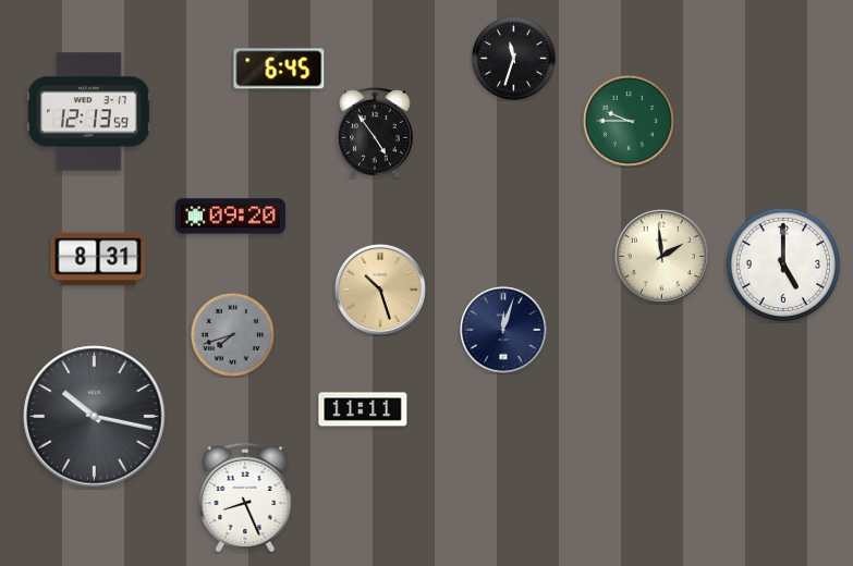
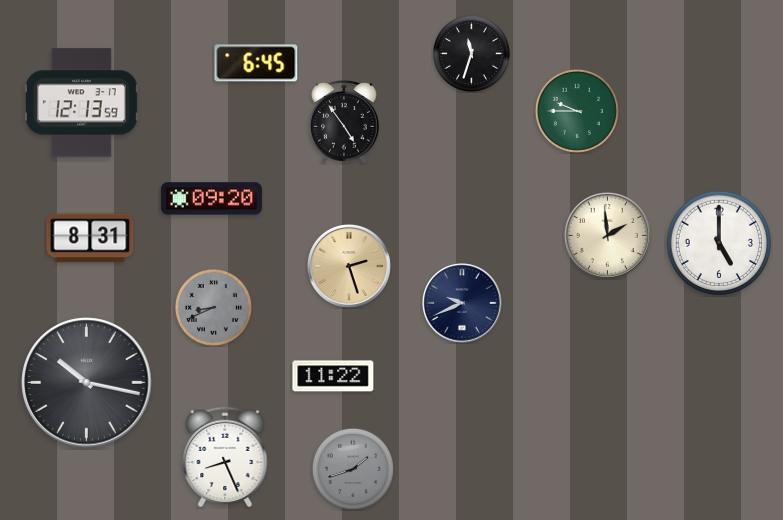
clock at (380, 290): 10:27 -> 2:27
clock at (503, 330): 12:03 -> 9:41
clock at (232, 334): 7:42 -> 8:41
clock at (363, 409): 11:11 -> 11:22
clock at (353, 469): none -> 1:42
